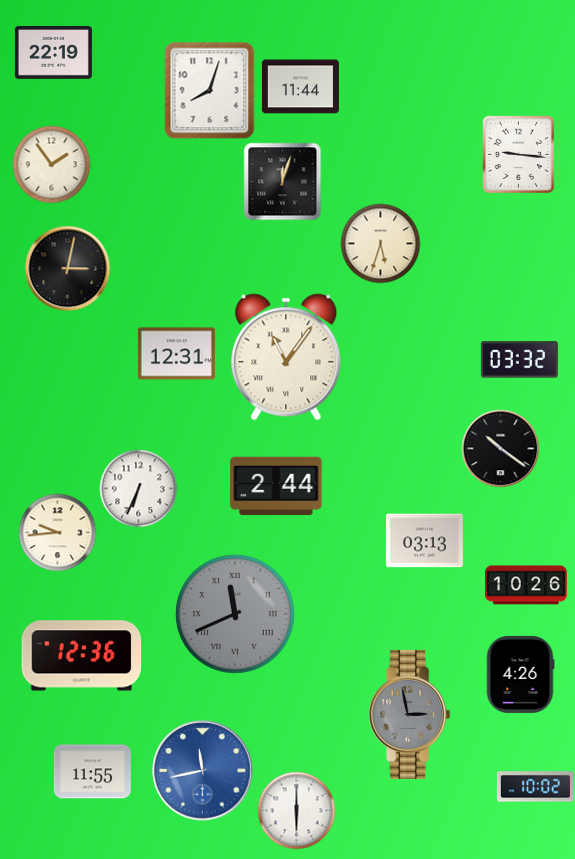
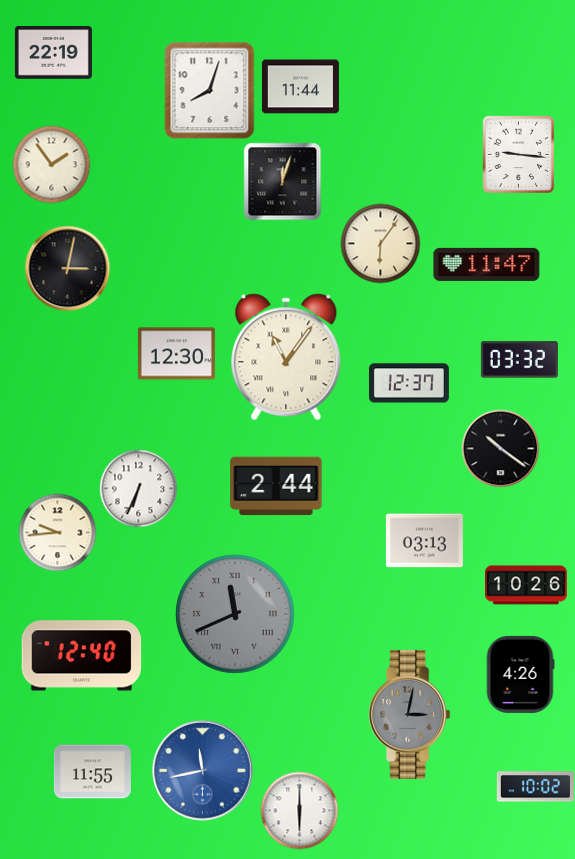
clock at (380, 243): 5:33 -> 6:06
clock at (487, 264): none -> 11:47
clock at (176, 354): 12:31 -> 12:30
clock at (409, 383): none -> 12:37
clock at (82, 656): 12:36 -> 12:40
clock at (410, 714): 2:58 -> 3:02
clock at (296, 810) position: (296, 810) -> (299, 810)
